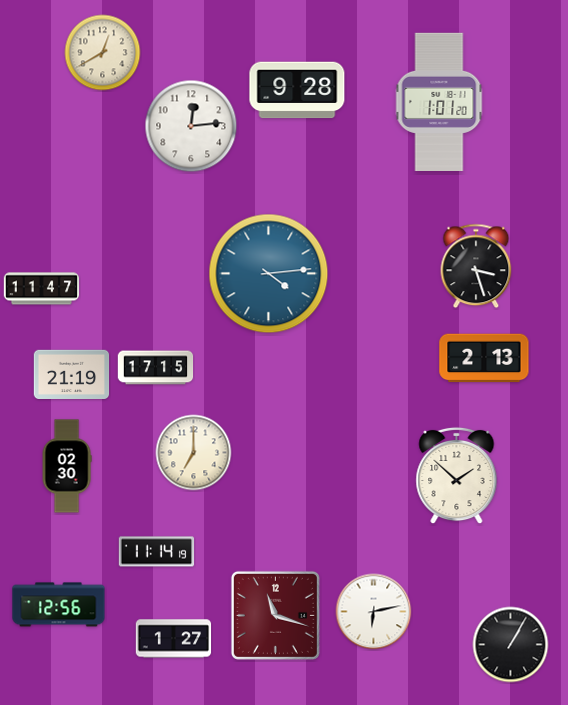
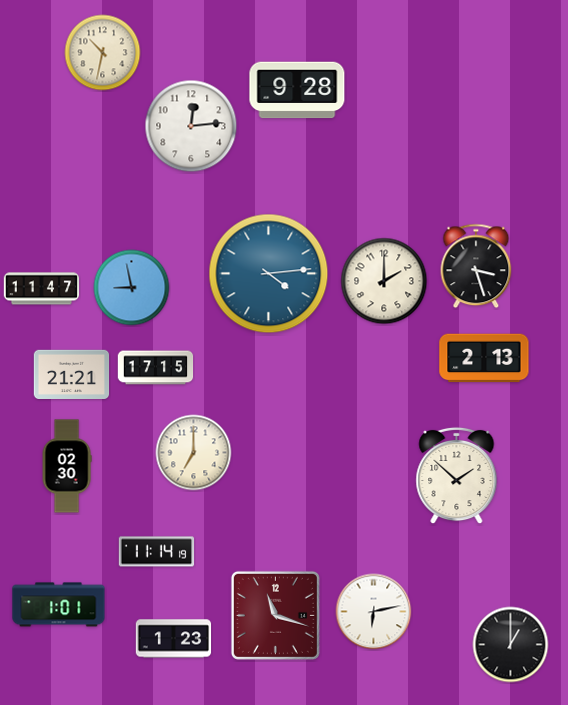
clock at (103, 53): 12:40 -> 10:32
clock at (439, 101): 1:01 -> none
clock at (384, 281): none -> 2:00
clock at (132, 288): none -> 8:58
clock at (72, 375): 21:19 -> 21:21
clock at (59, 605): 12:56 -> 1:01
clock at (174, 639): 1:27 -> 1:23
clock at (511, 645): 1:05 -> 1:00
